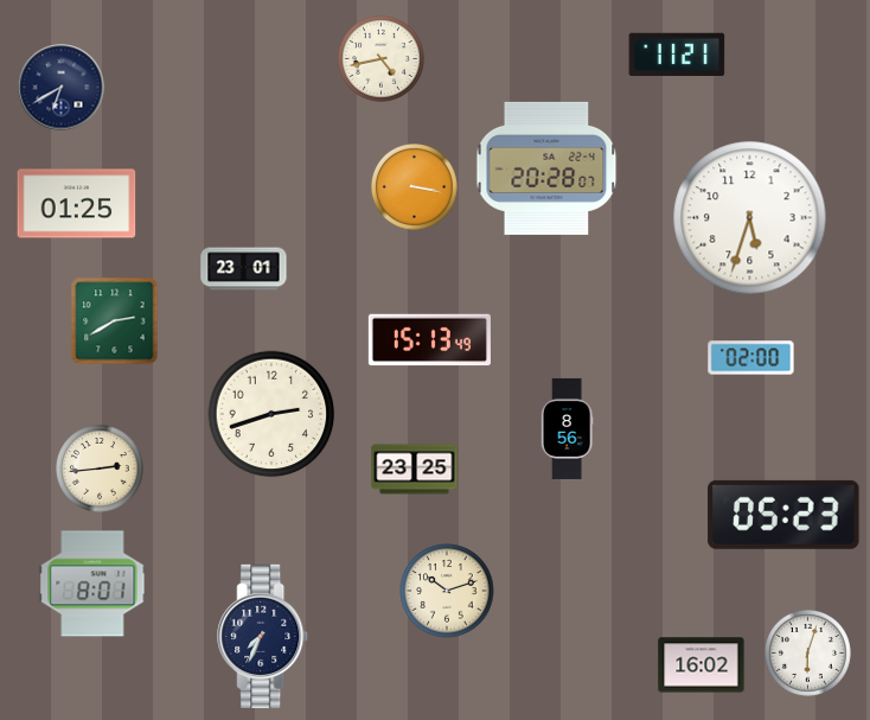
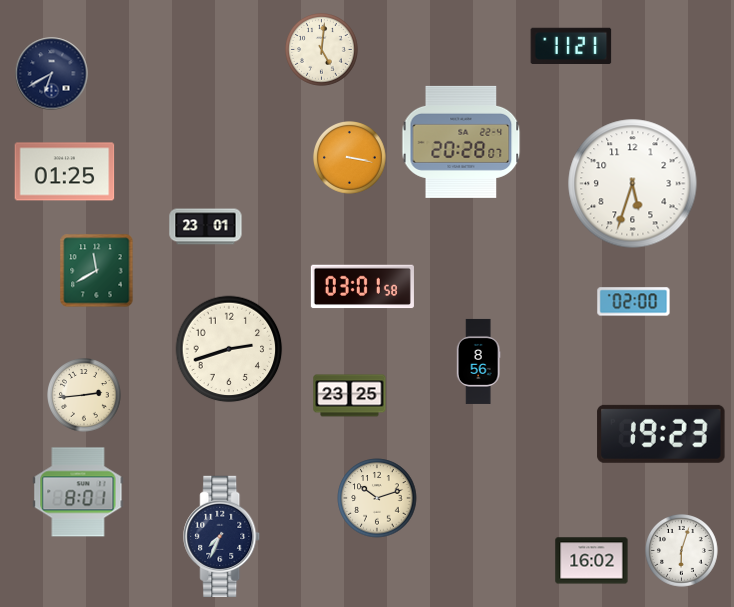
clock at (382, 59): 4:43 -> 5:01
clock at (115, 321): 2:40 -> 11:40
clock at (429, 340): 15:13 -> 03:01
clock at (783, 515): 05:23 -> 19:23
